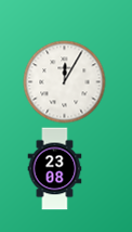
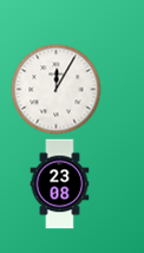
clock at (65, 82) position: (65, 82) -> (57, 90)
